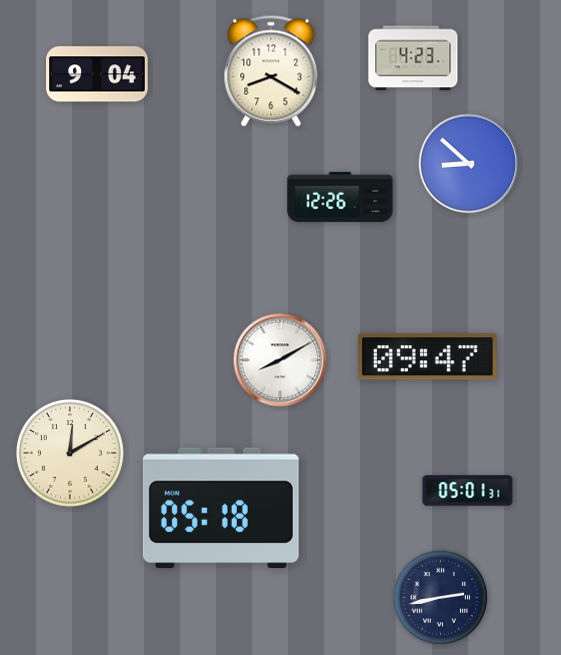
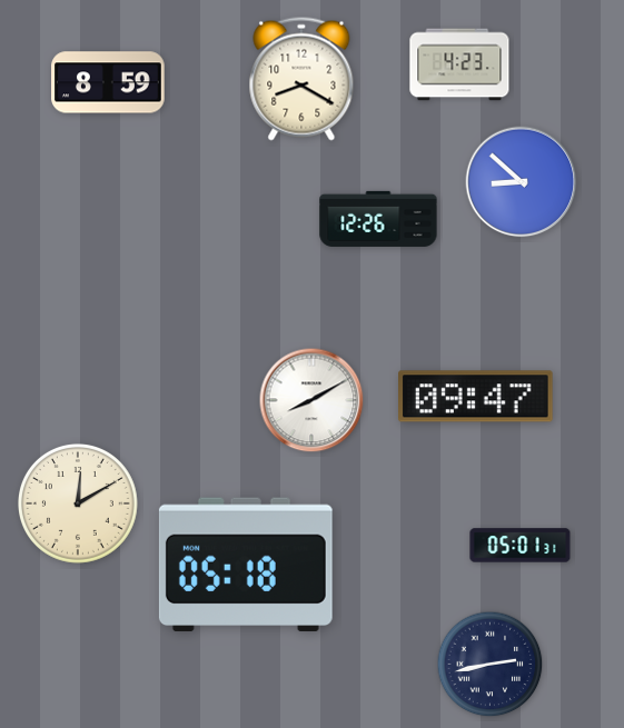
clock at (97, 74): 9:04 -> 8:59
